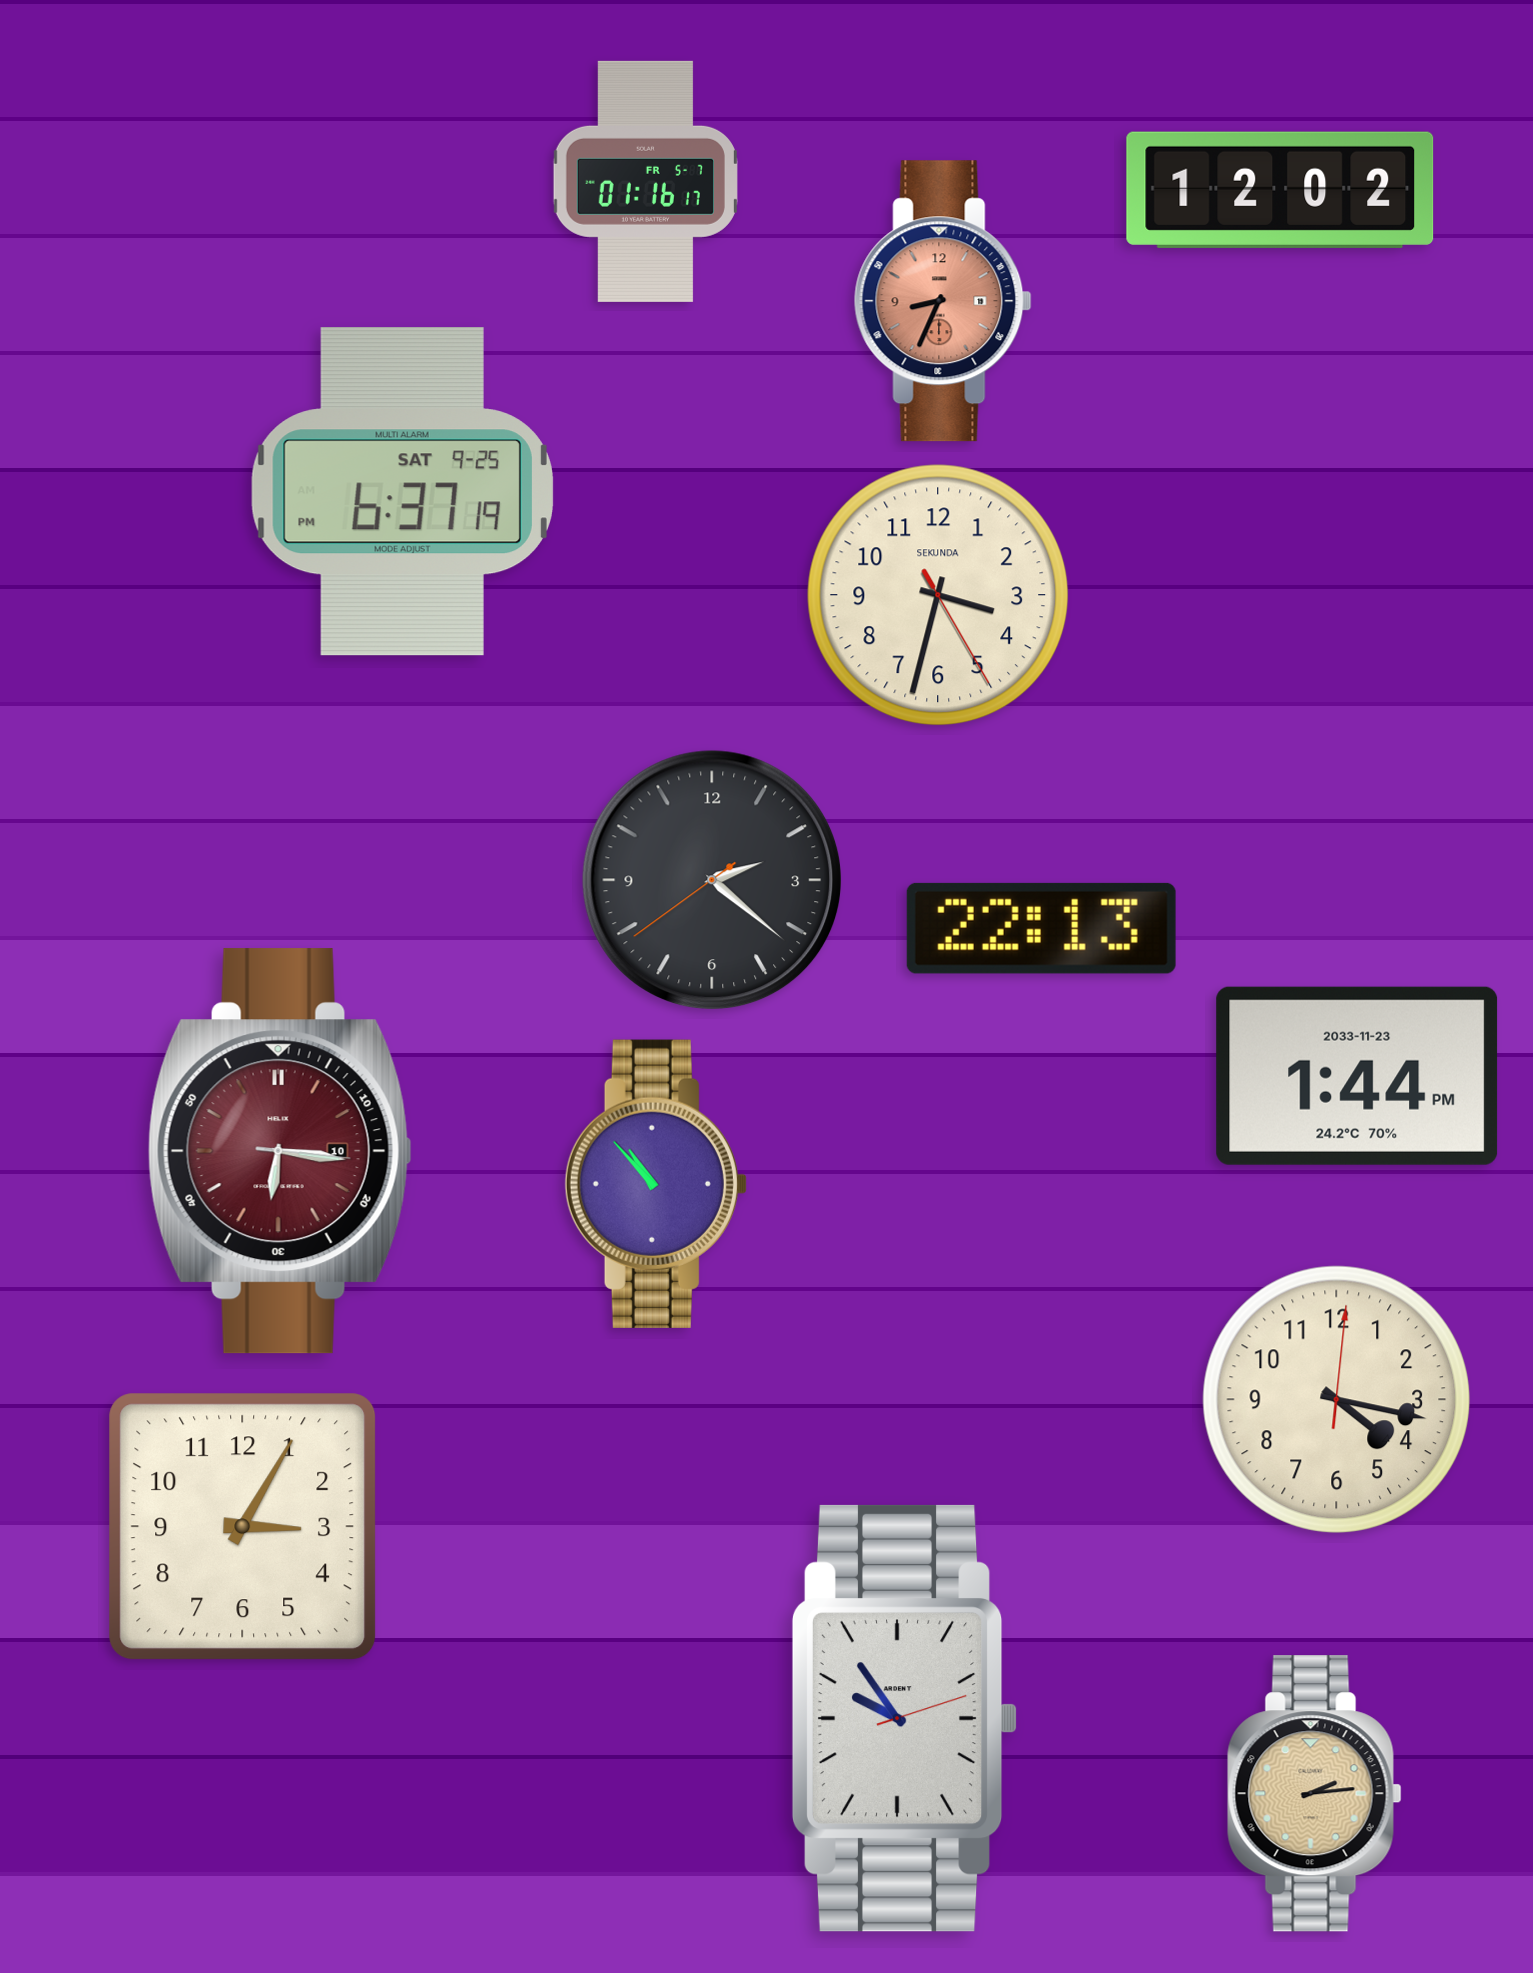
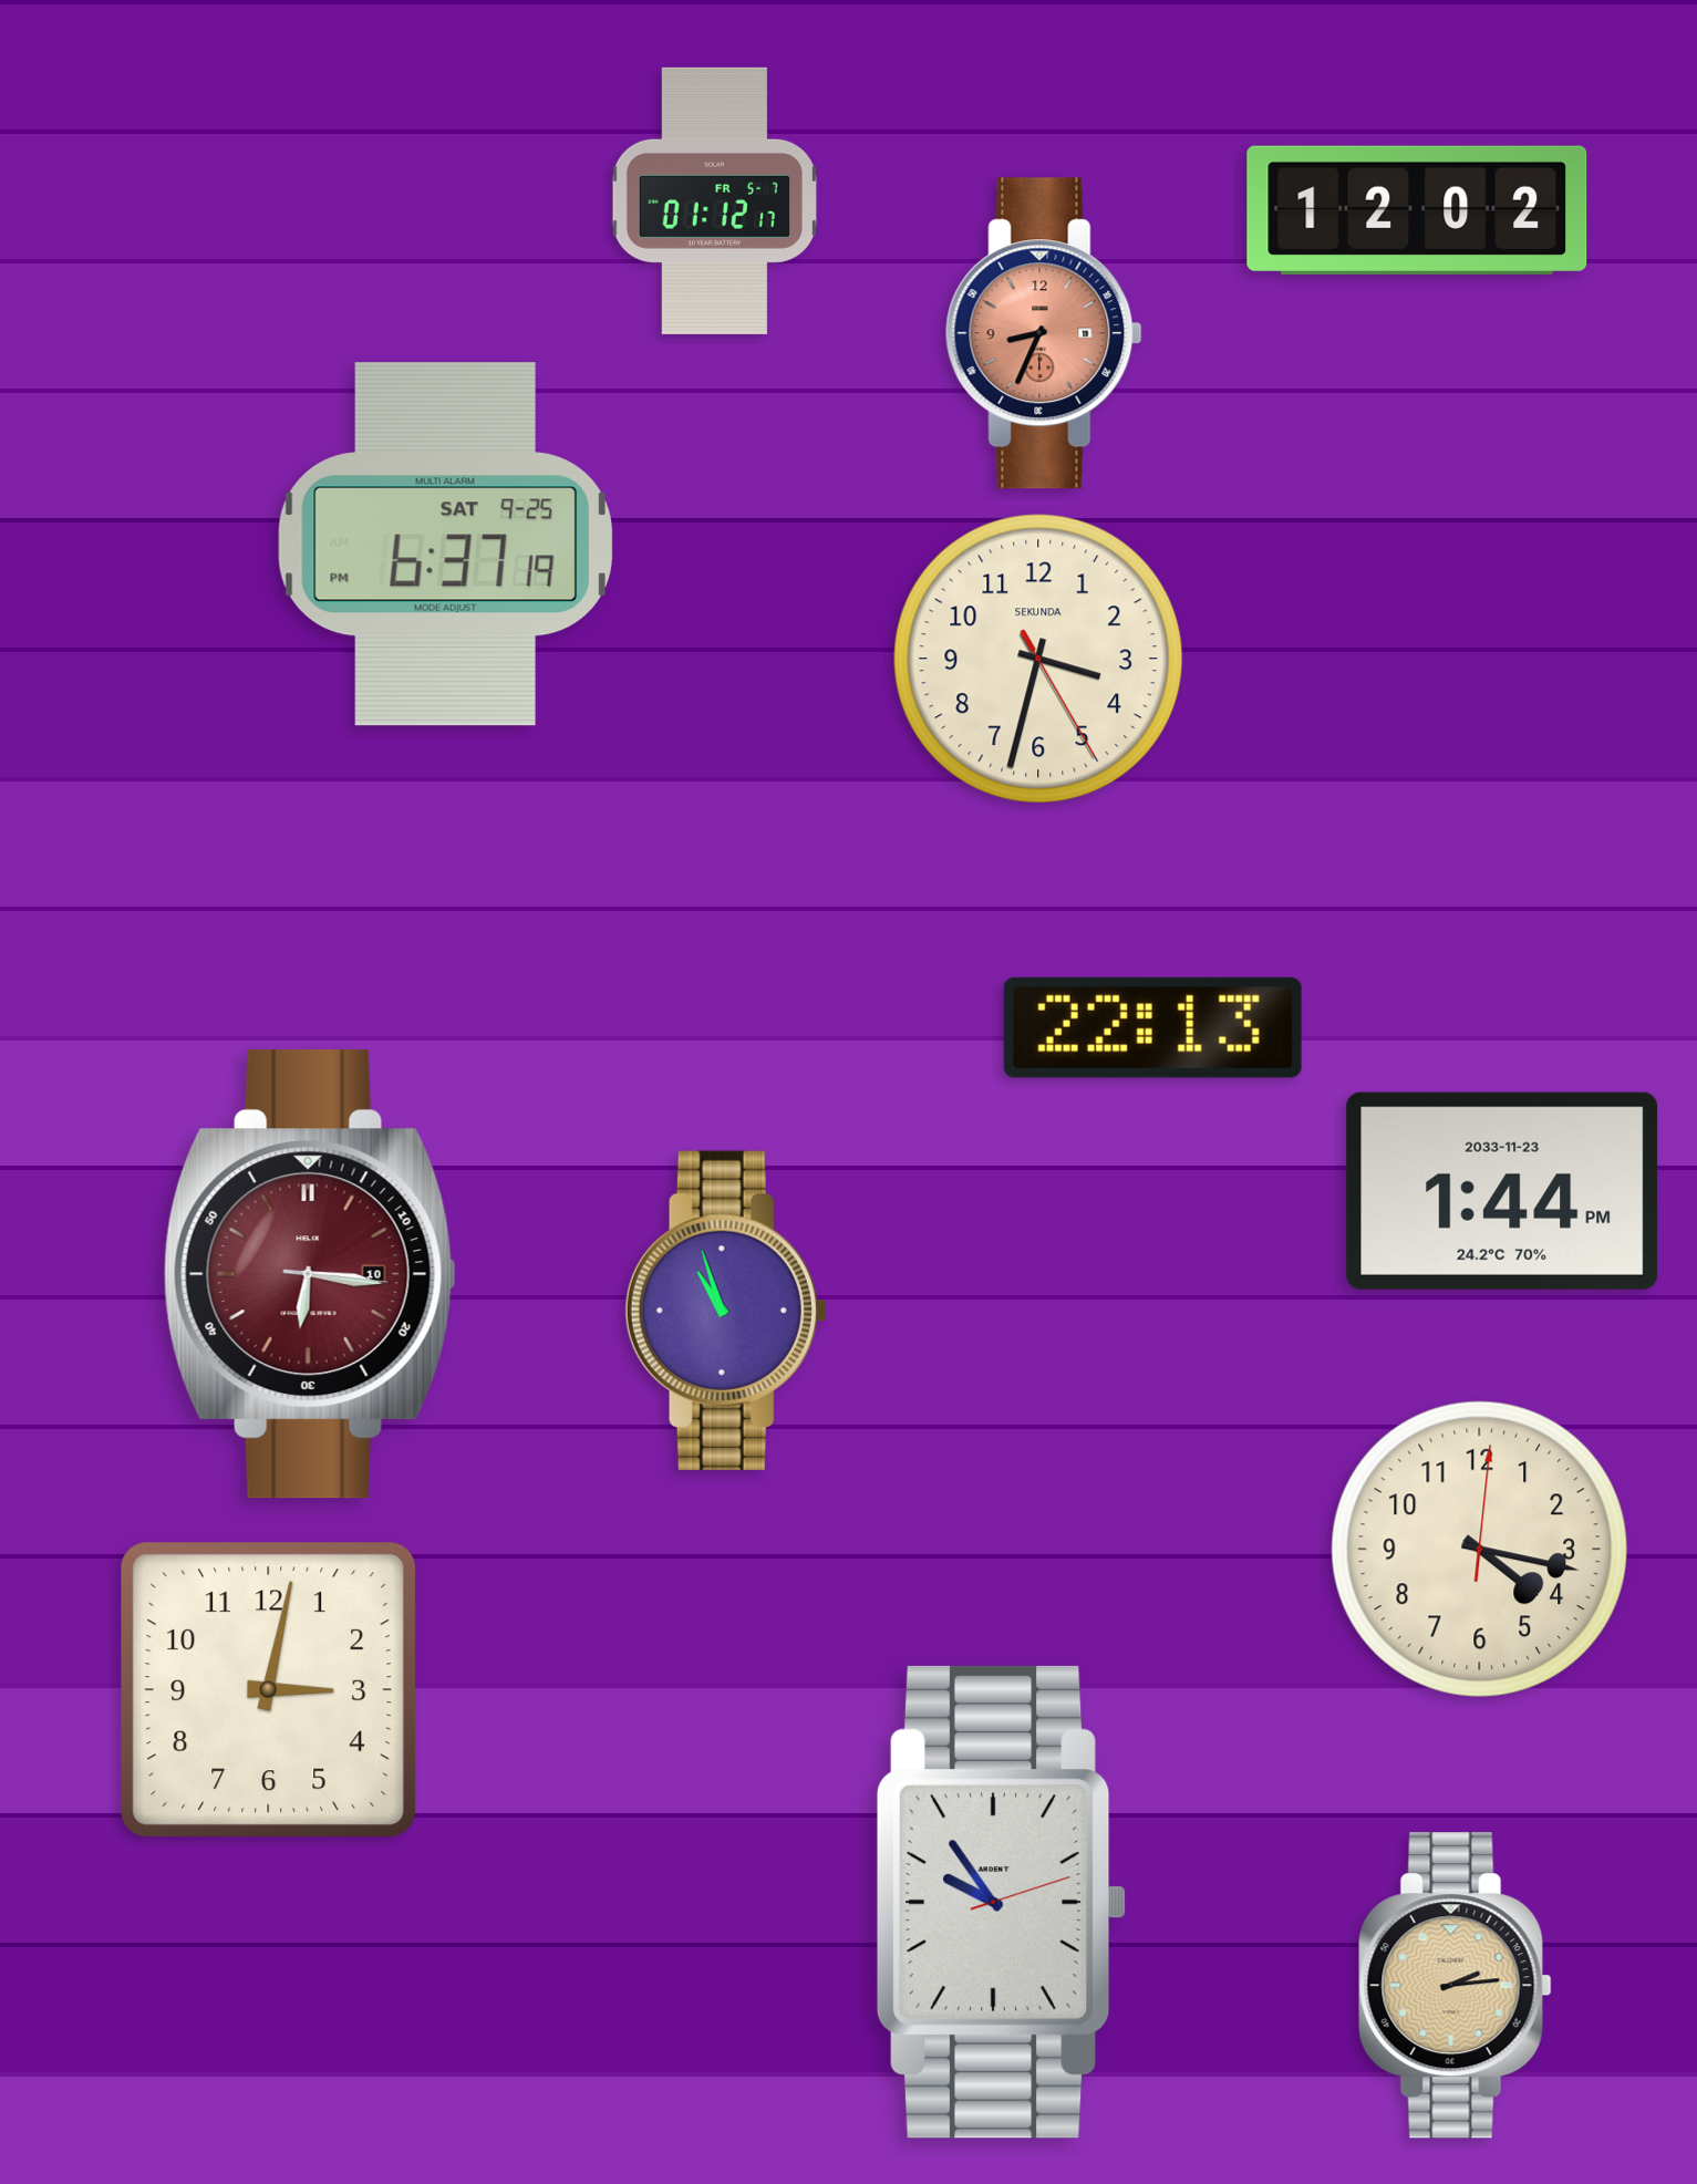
clock at (645, 181): 01:16 -> 01:12
clock at (711, 879): 2:21 -> none
clock at (656, 1184): 10:53 -> 10:57
clock at (243, 1527): 3:05 -> 3:02
